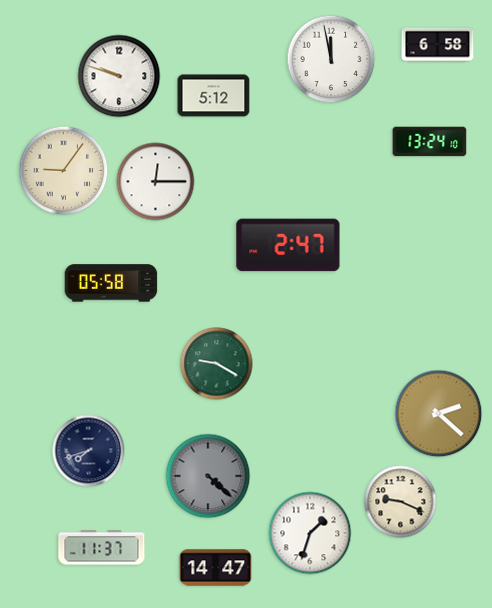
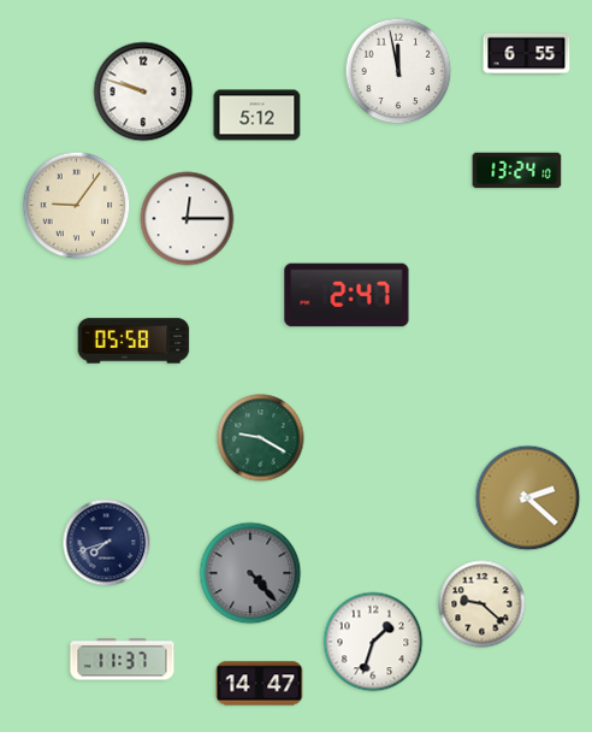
clock at (438, 45): 6:58 -> 6:55
clock at (208, 476): 4:22 -> 4:23
clock at (401, 502): 9:19 -> 9:22
